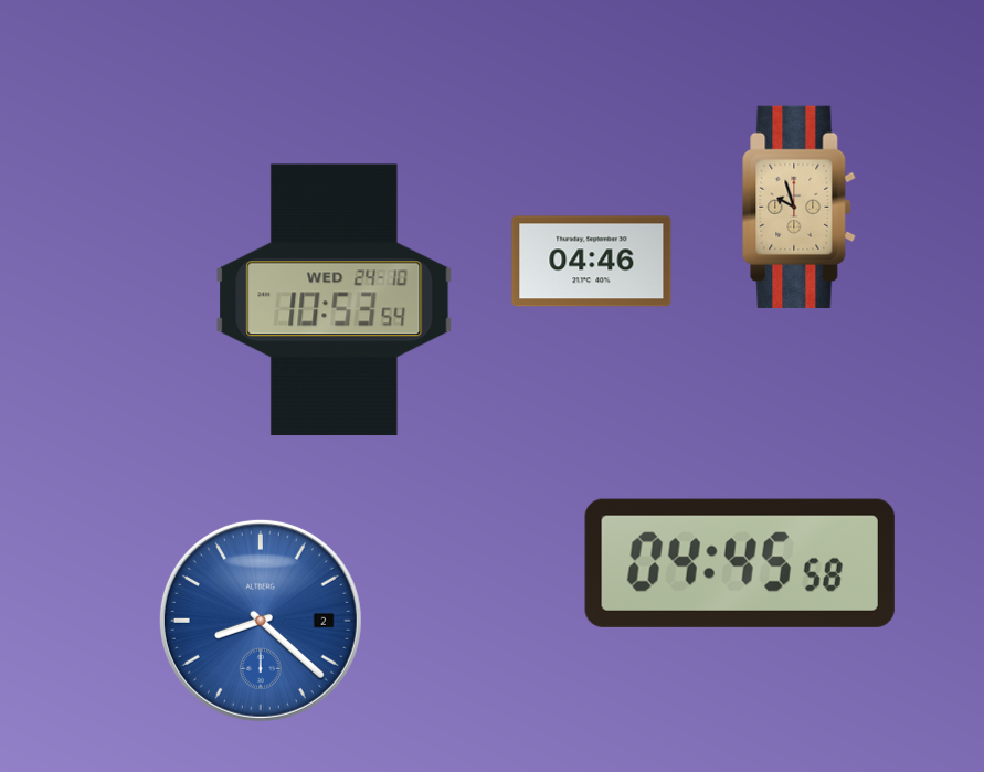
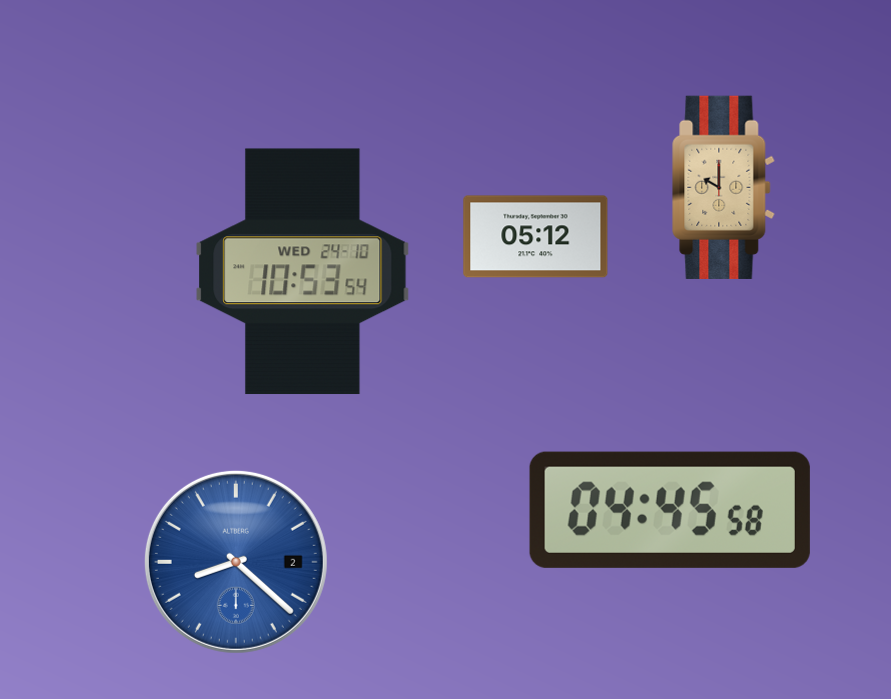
clock at (800, 207): 9:57 -> 10:00
clock at (592, 262): 04:46 -> 05:12
